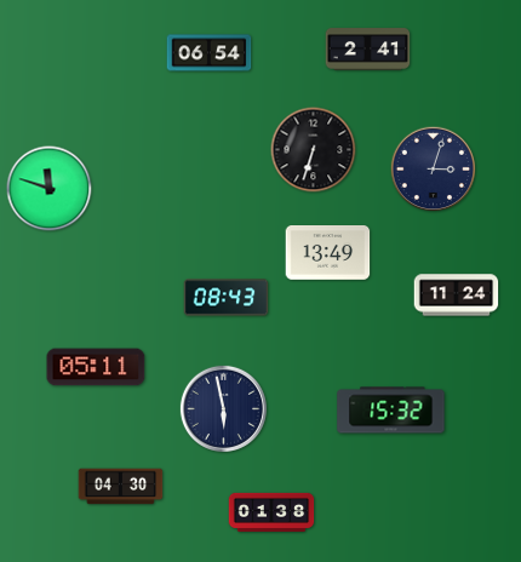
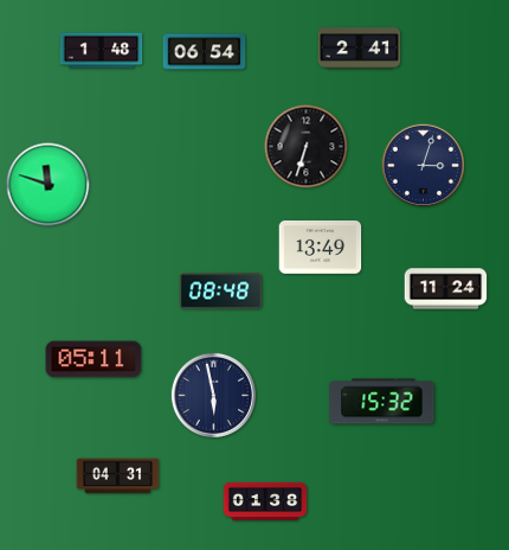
clock at (102, 51): none -> 1:48
clock at (227, 298): 08:43 -> 08:48
clock at (223, 408) position: (223, 408) -> (213, 395)
clock at (121, 487): 04:30 -> 04:31
